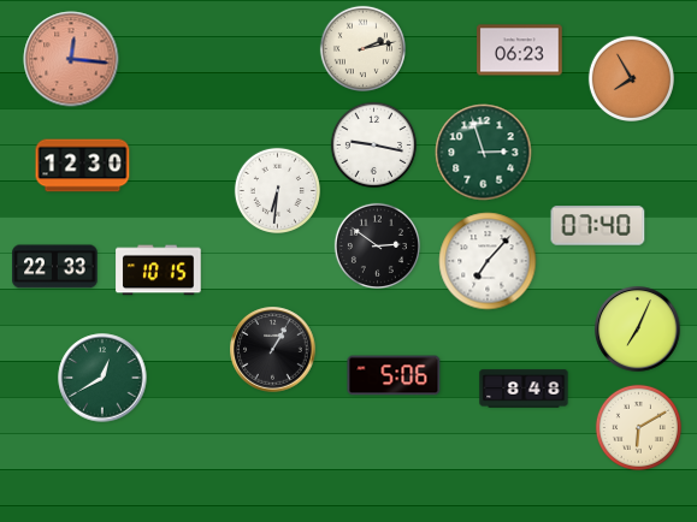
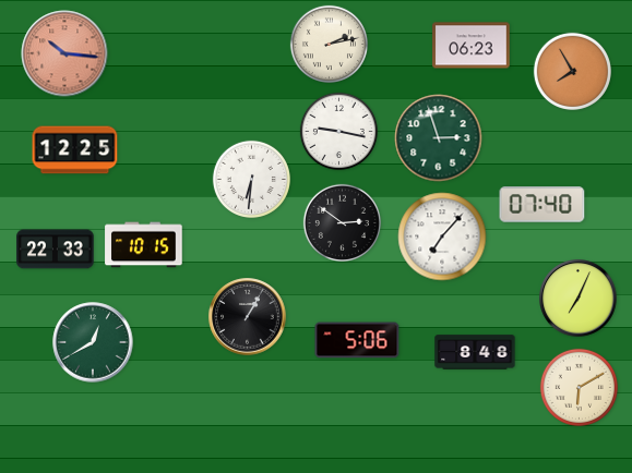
clock at (71, 59): 12:16 -> 10:16
clock at (83, 166): 12:30 -> 12:25
clock at (277, 190) position: (277, 190) -> (251, 179)
clock at (55, 267) position: (55, 267) -> (56, 250)
